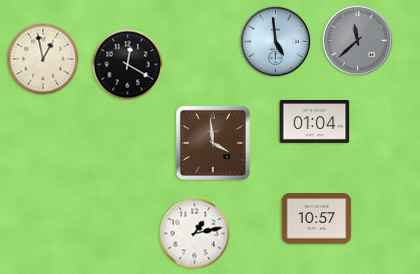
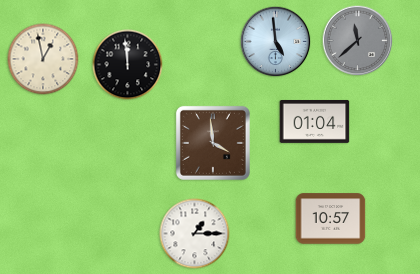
clock at (128, 65): 12:20 -> 11:59
clock at (317, 219) position: (317, 219) -> (331, 219)
clock at (195, 234): 1:13 -> 1:15
